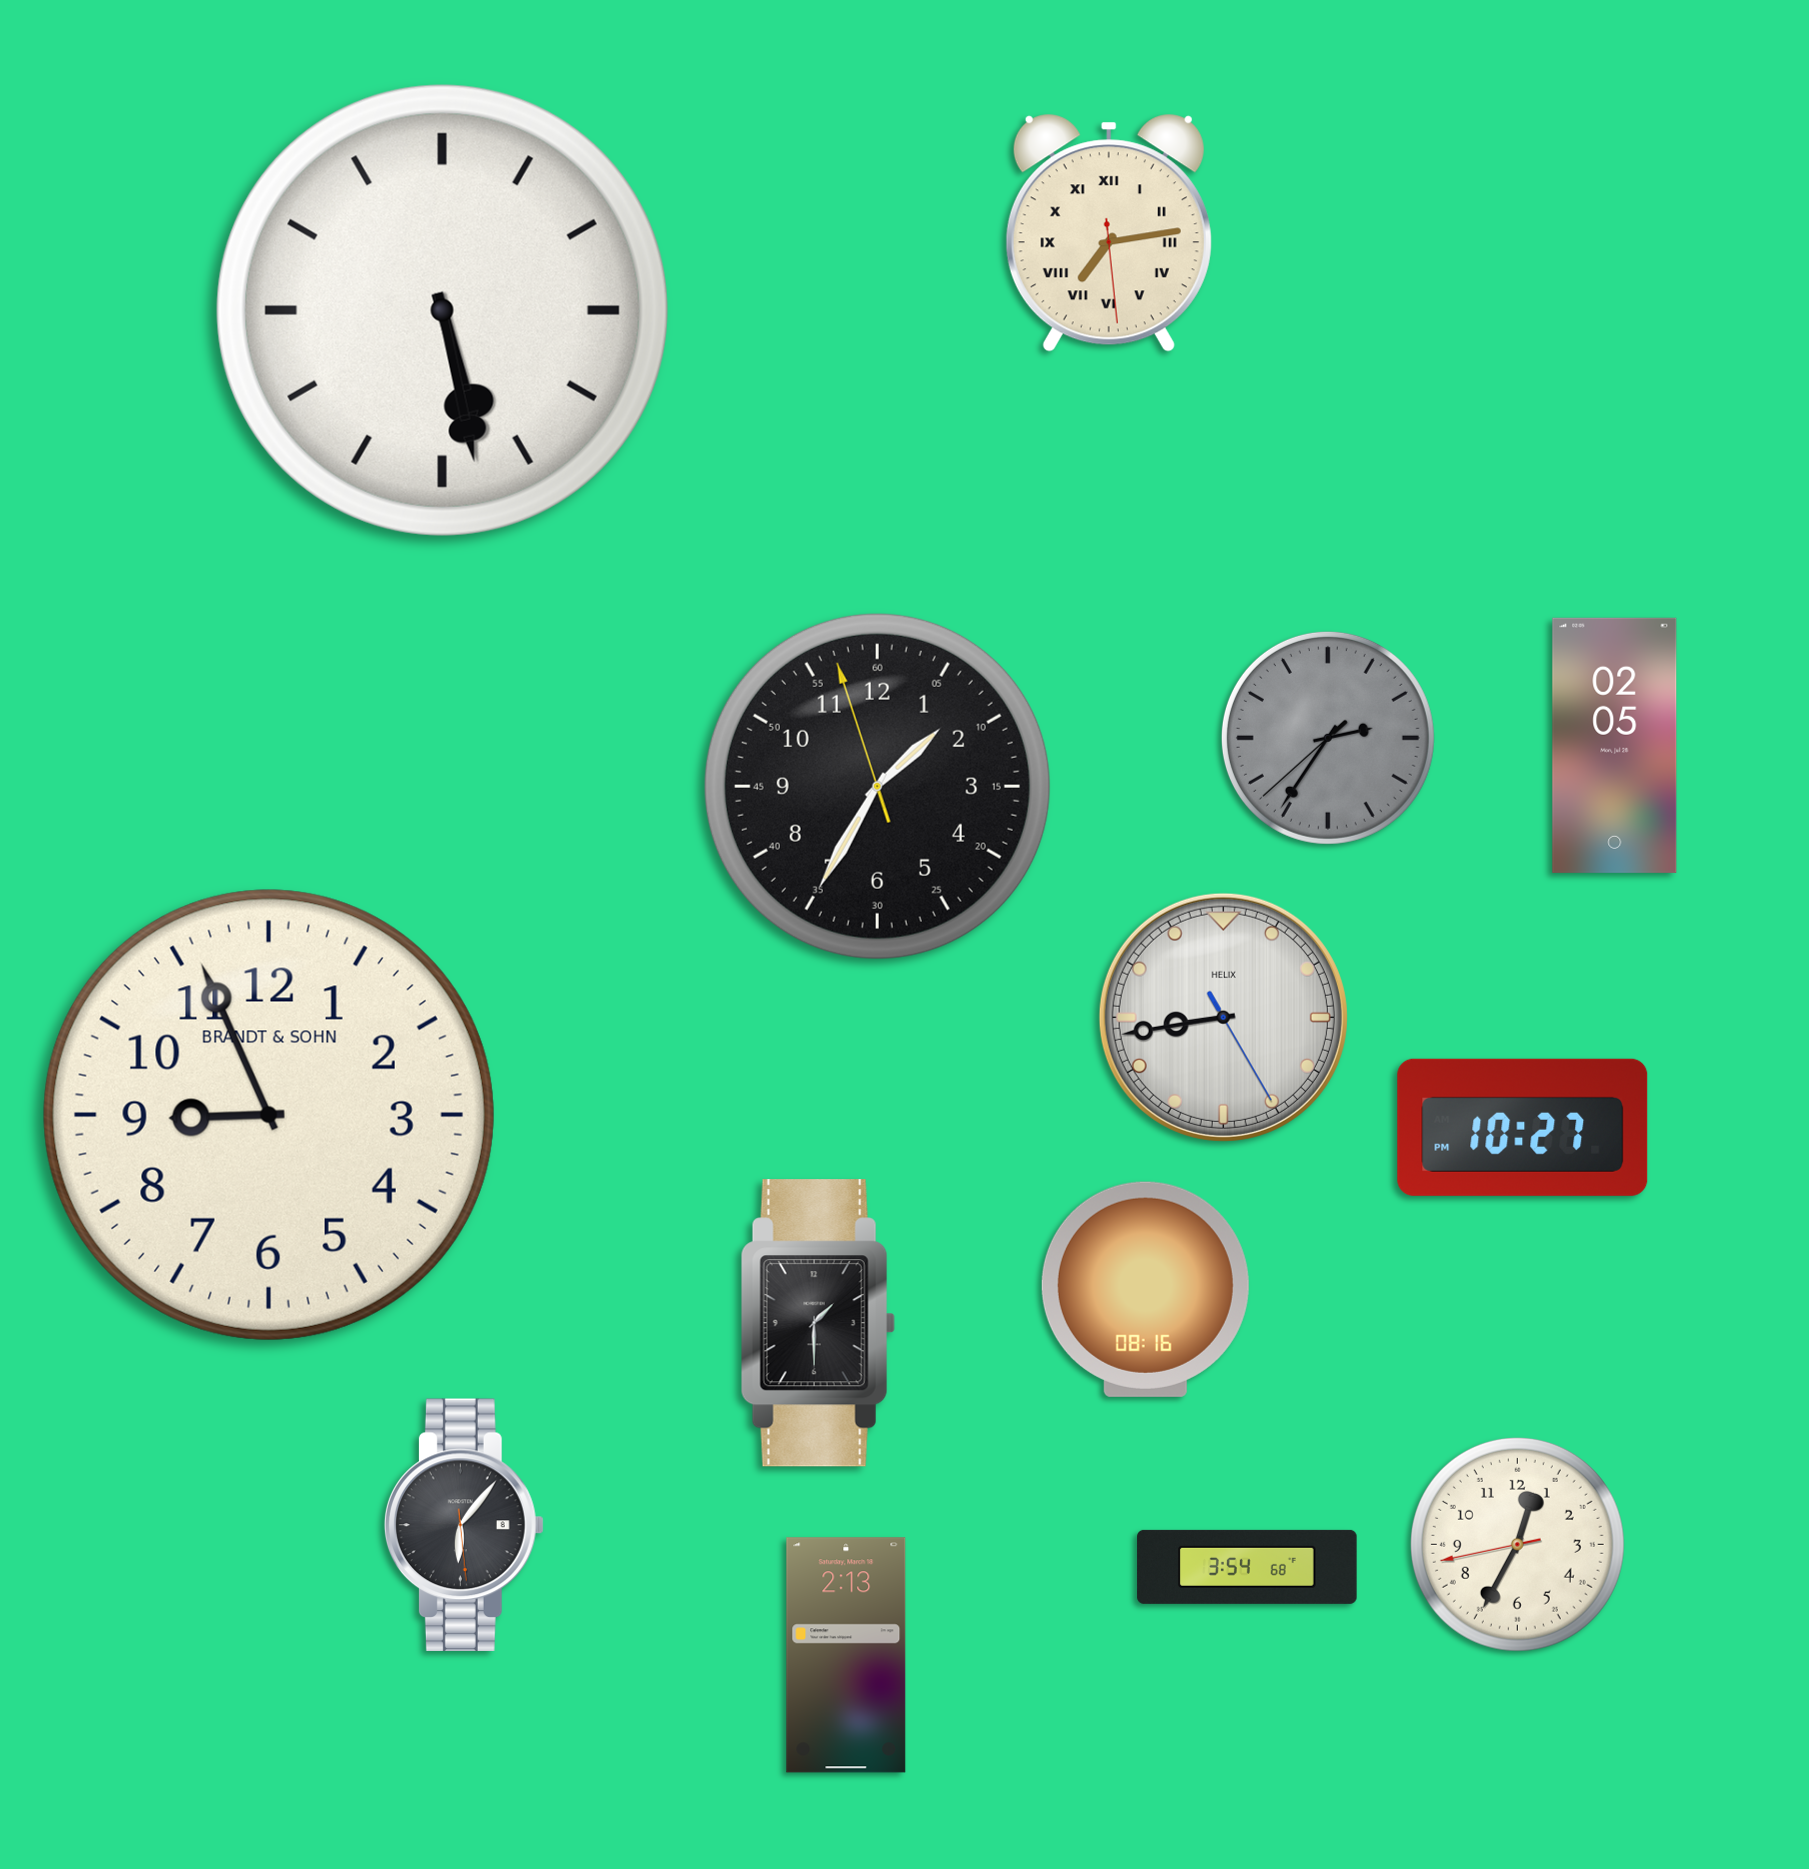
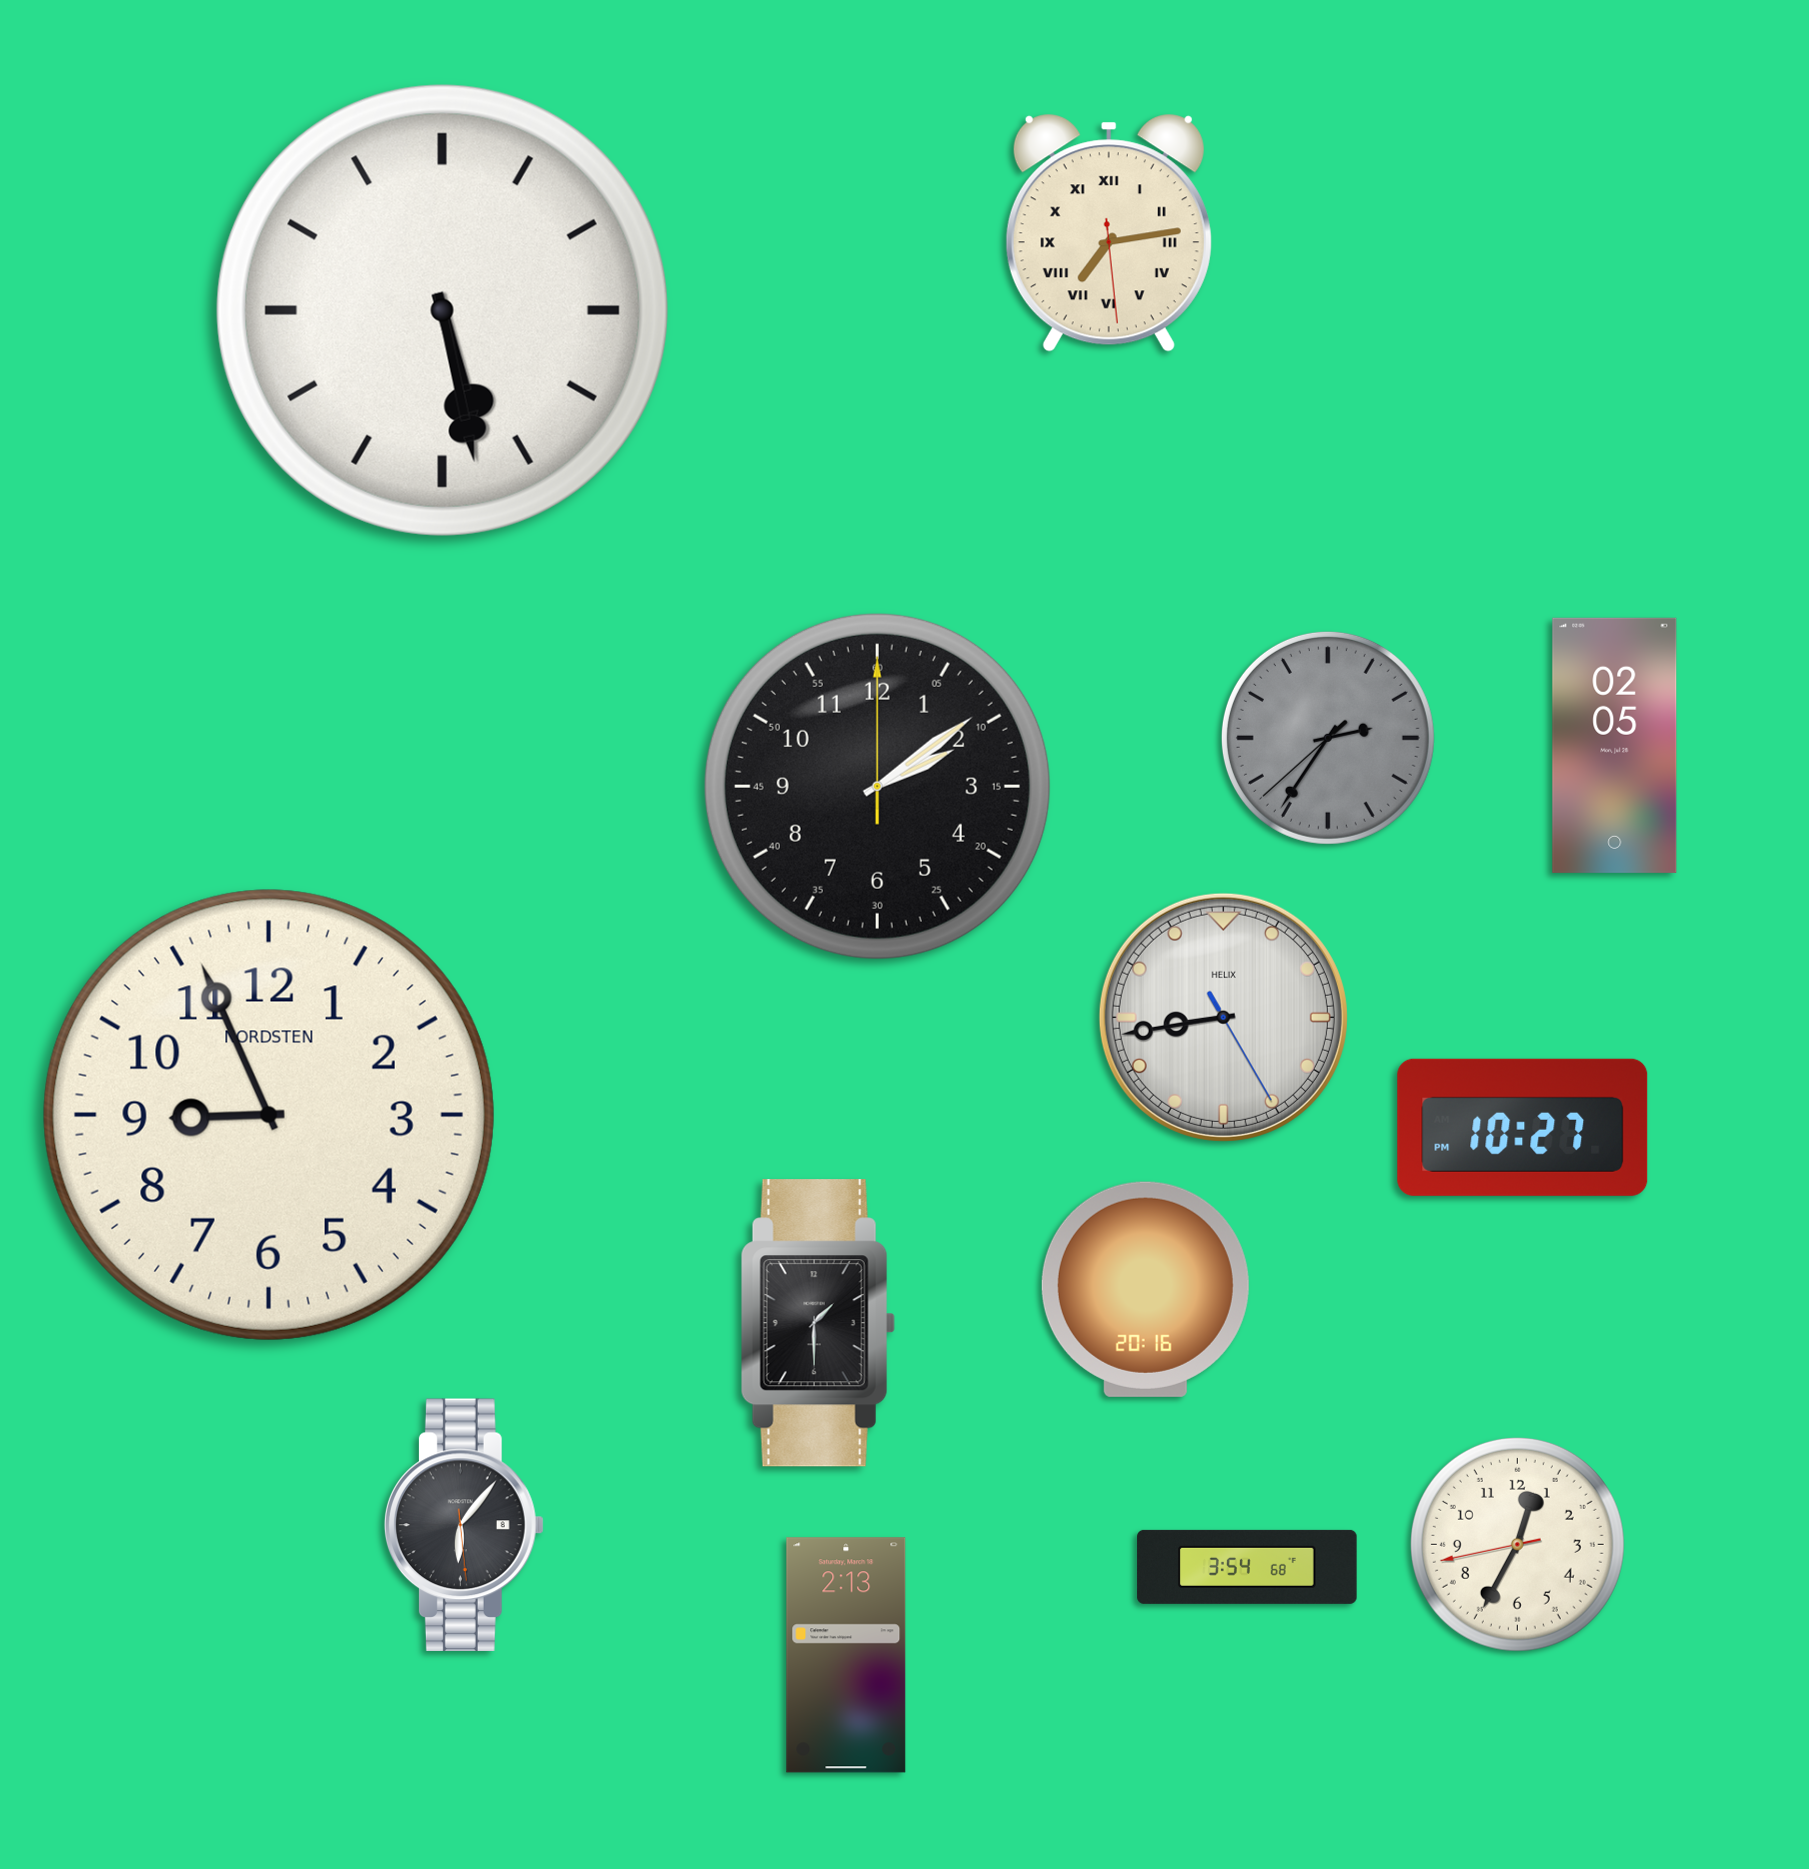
clock at (877, 786): 1:34 -> 2:09
clock at (269, 1115) brand: BRANDT & SOHN -> NORDSTEN
clock at (1145, 1289): 08:16 -> 20:16
